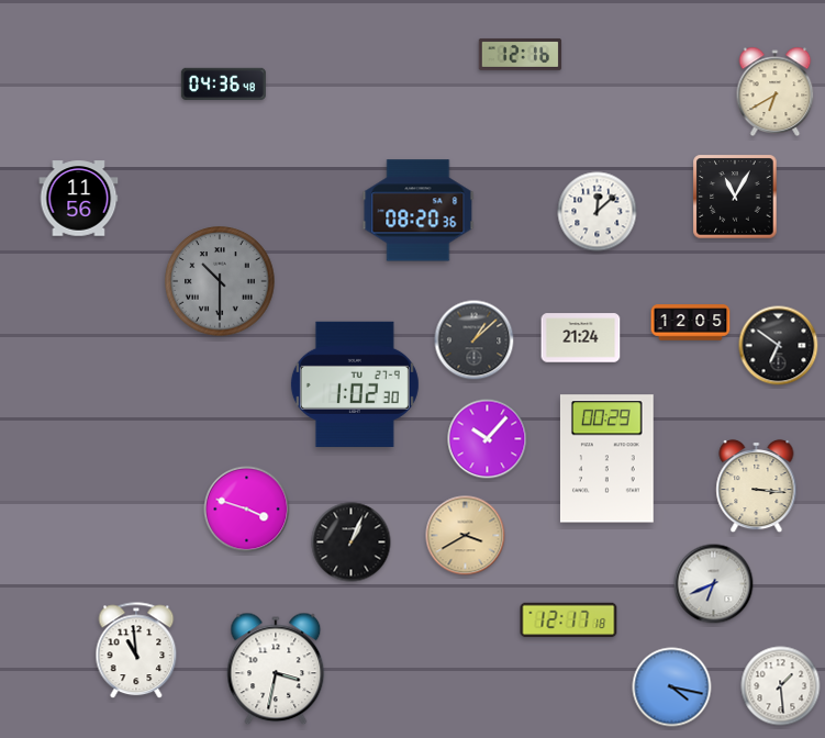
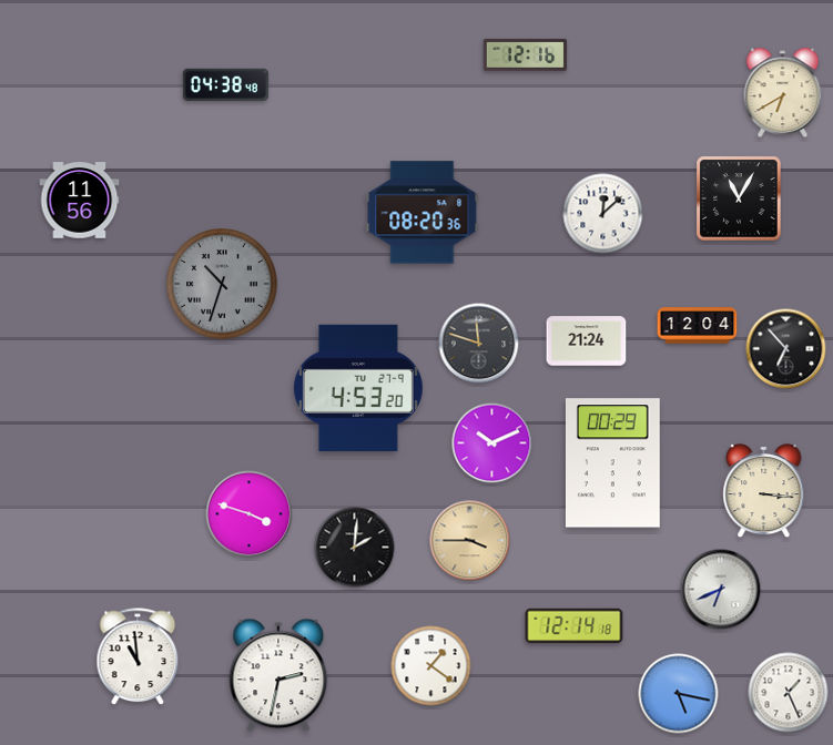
clock at (223, 83): 04:36 -> 04:38
clock at (735, 197) position: (735, 197) -> (739, 198)
clock at (220, 281): 10:30 -> 10:33
clock at (691, 323): 12:05 -> 12:04
clock at (475, 340): 1:08 -> 11:48
clock at (779, 346): 6:51 -> 6:53
clock at (355, 384): 1:02 -> 4:53
clock at (488, 439): 10:07 -> 10:11
clock at (466, 536): 3:40 -> 3:45
clock at (352, 543): 1:04 -> 2:01
clock at (569, 620): 12:17 -> 12:14
clock at (431, 666): none -> 1:21
clock at (276, 669): 3:32 -> 2:32
clock at (781, 686): 1:29 -> 1:26
clock at (672, 687): 4:17 -> 5:17
